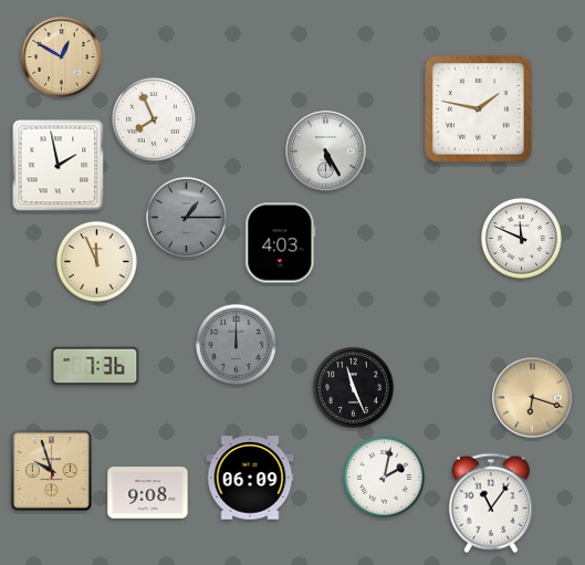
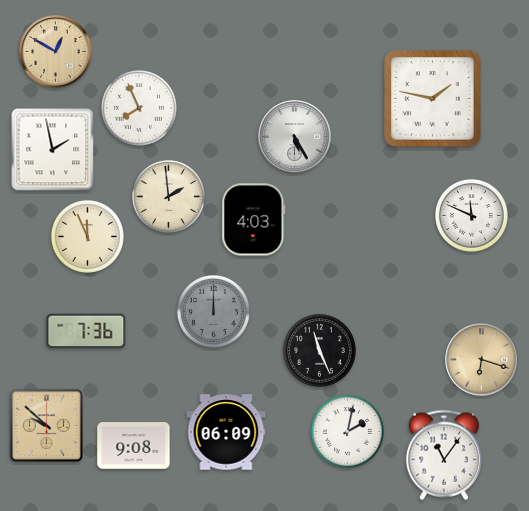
clock at (186, 217): 1:15 -> 1:59
clock at (186, 217) dial: grey -> cream
clock at (51, 470): 9:57 -> 9:52
